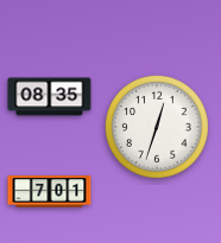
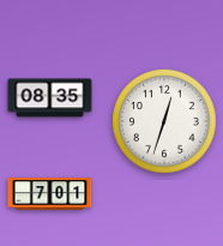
clock at (157, 127) position: (157, 127) -> (164, 121)
